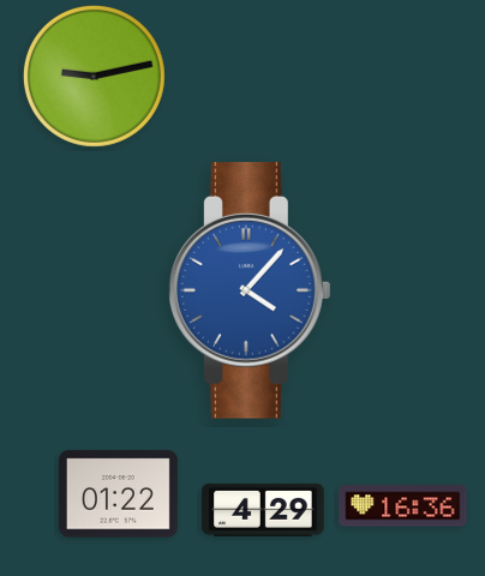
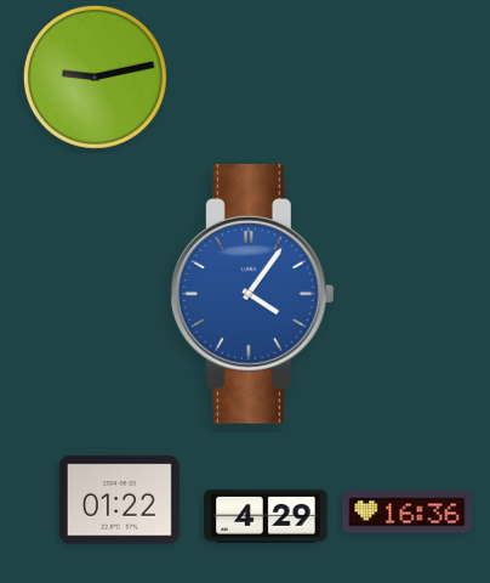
clock at (250, 290): 4:07 -> 4:06
